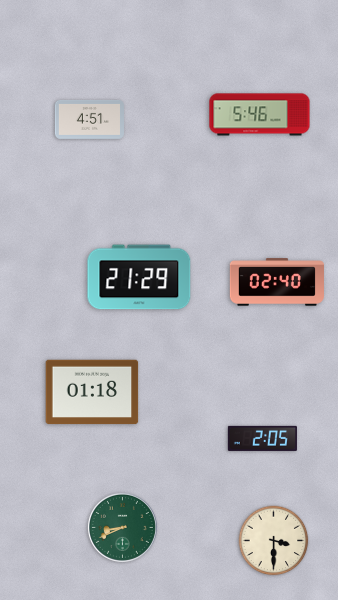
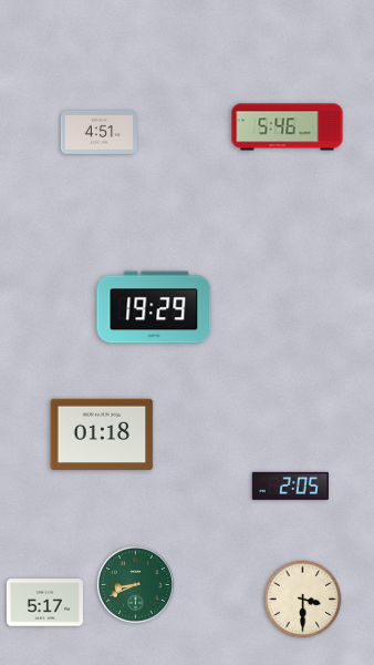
clock at (139, 277): 21:29 -> 19:29
clock at (277, 282): 02:40 -> none
clock at (44, 603): none -> 5:17
